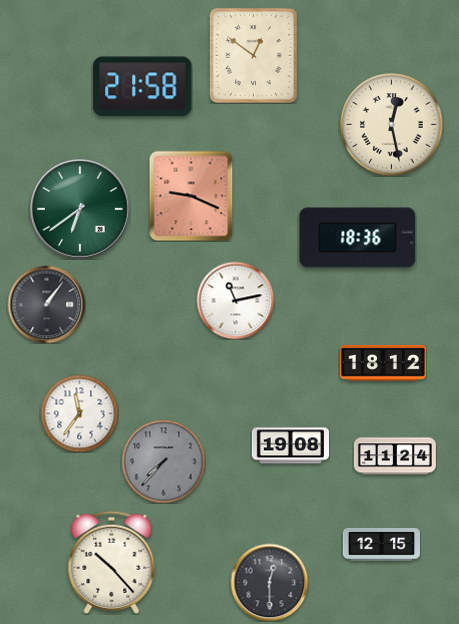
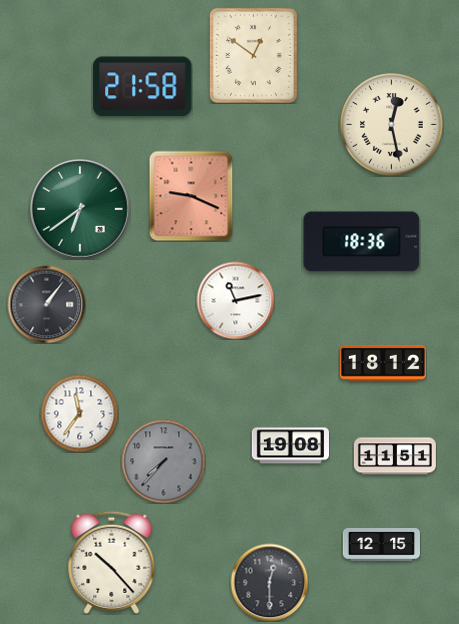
clock at (358, 238) position: (358, 238) -> (362, 242)
clock at (395, 456): 11:24 -> 11:51
